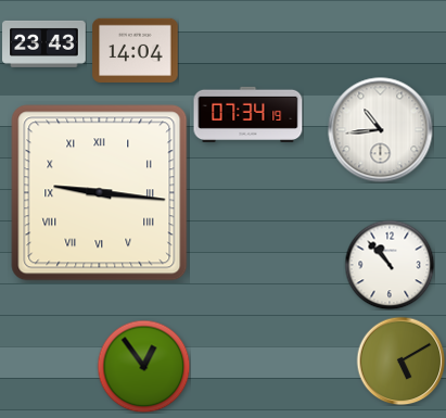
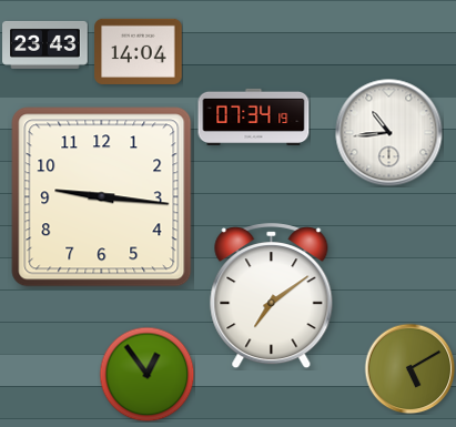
clock at (100, 193) numerals: Roman -> Arabic
clock at (390, 265): 10:53 -> none
clock at (272, 296): none -> 7:09
